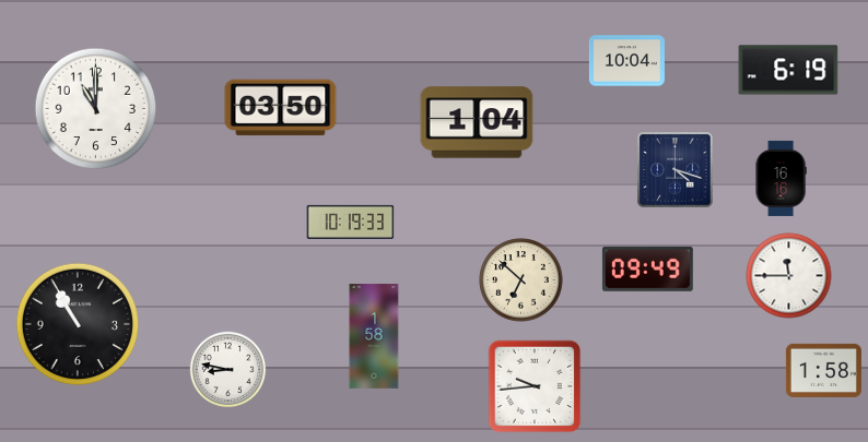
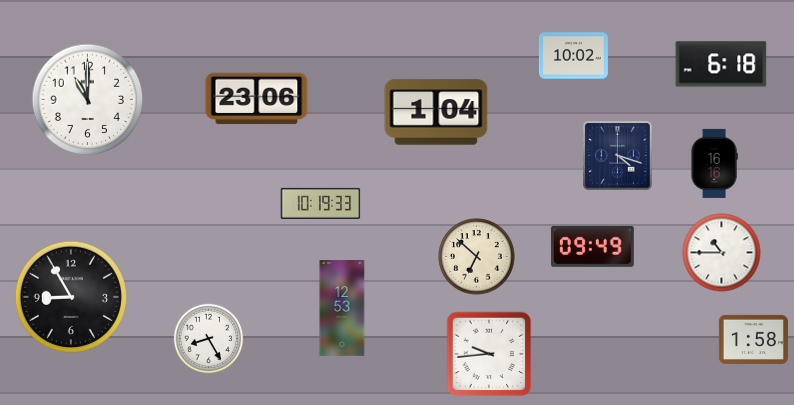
clock at (626, 61): 10:04 -> 10:02
clock at (788, 70): 6:19 -> 6:18
clock at (281, 108): 03:50 -> 23:06
clock at (789, 276): 11:45 -> 10:45
clock at (77, 323): 10:55 -> 8:55
clock at (374, 336): 1:58 -> 12:53
clock at (228, 370): 8:47 -> 8:25
